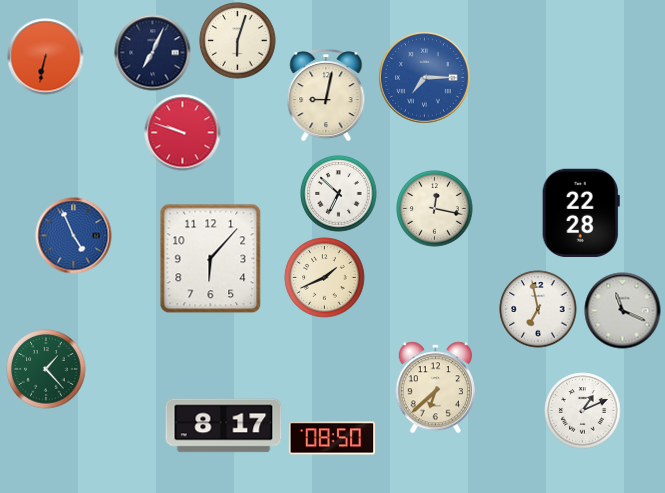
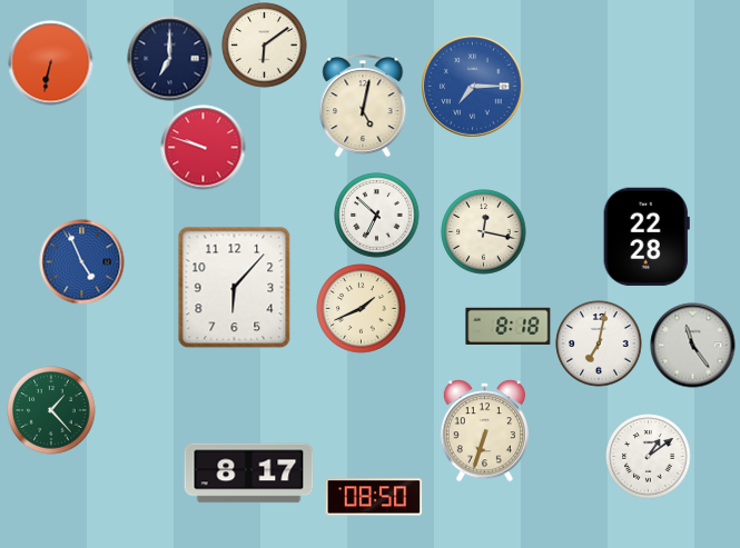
clock at (238, 41): 6:03 -> 6:09
clock at (153, 53): 7:04 -> 7:00
clock at (326, 95): 9:02 -> 5:02
clock at (509, 327): none -> 8:18
clock at (538, 309): 6:58 -> 7:02
clock at (623, 311): 11:19 -> 11:24
clock at (435, 388): 6:38 -> 6:33
clock at (583, 411): 1:11 -> 1:09
clock at (332, 438) position: (332, 438) -> (374, 497)
